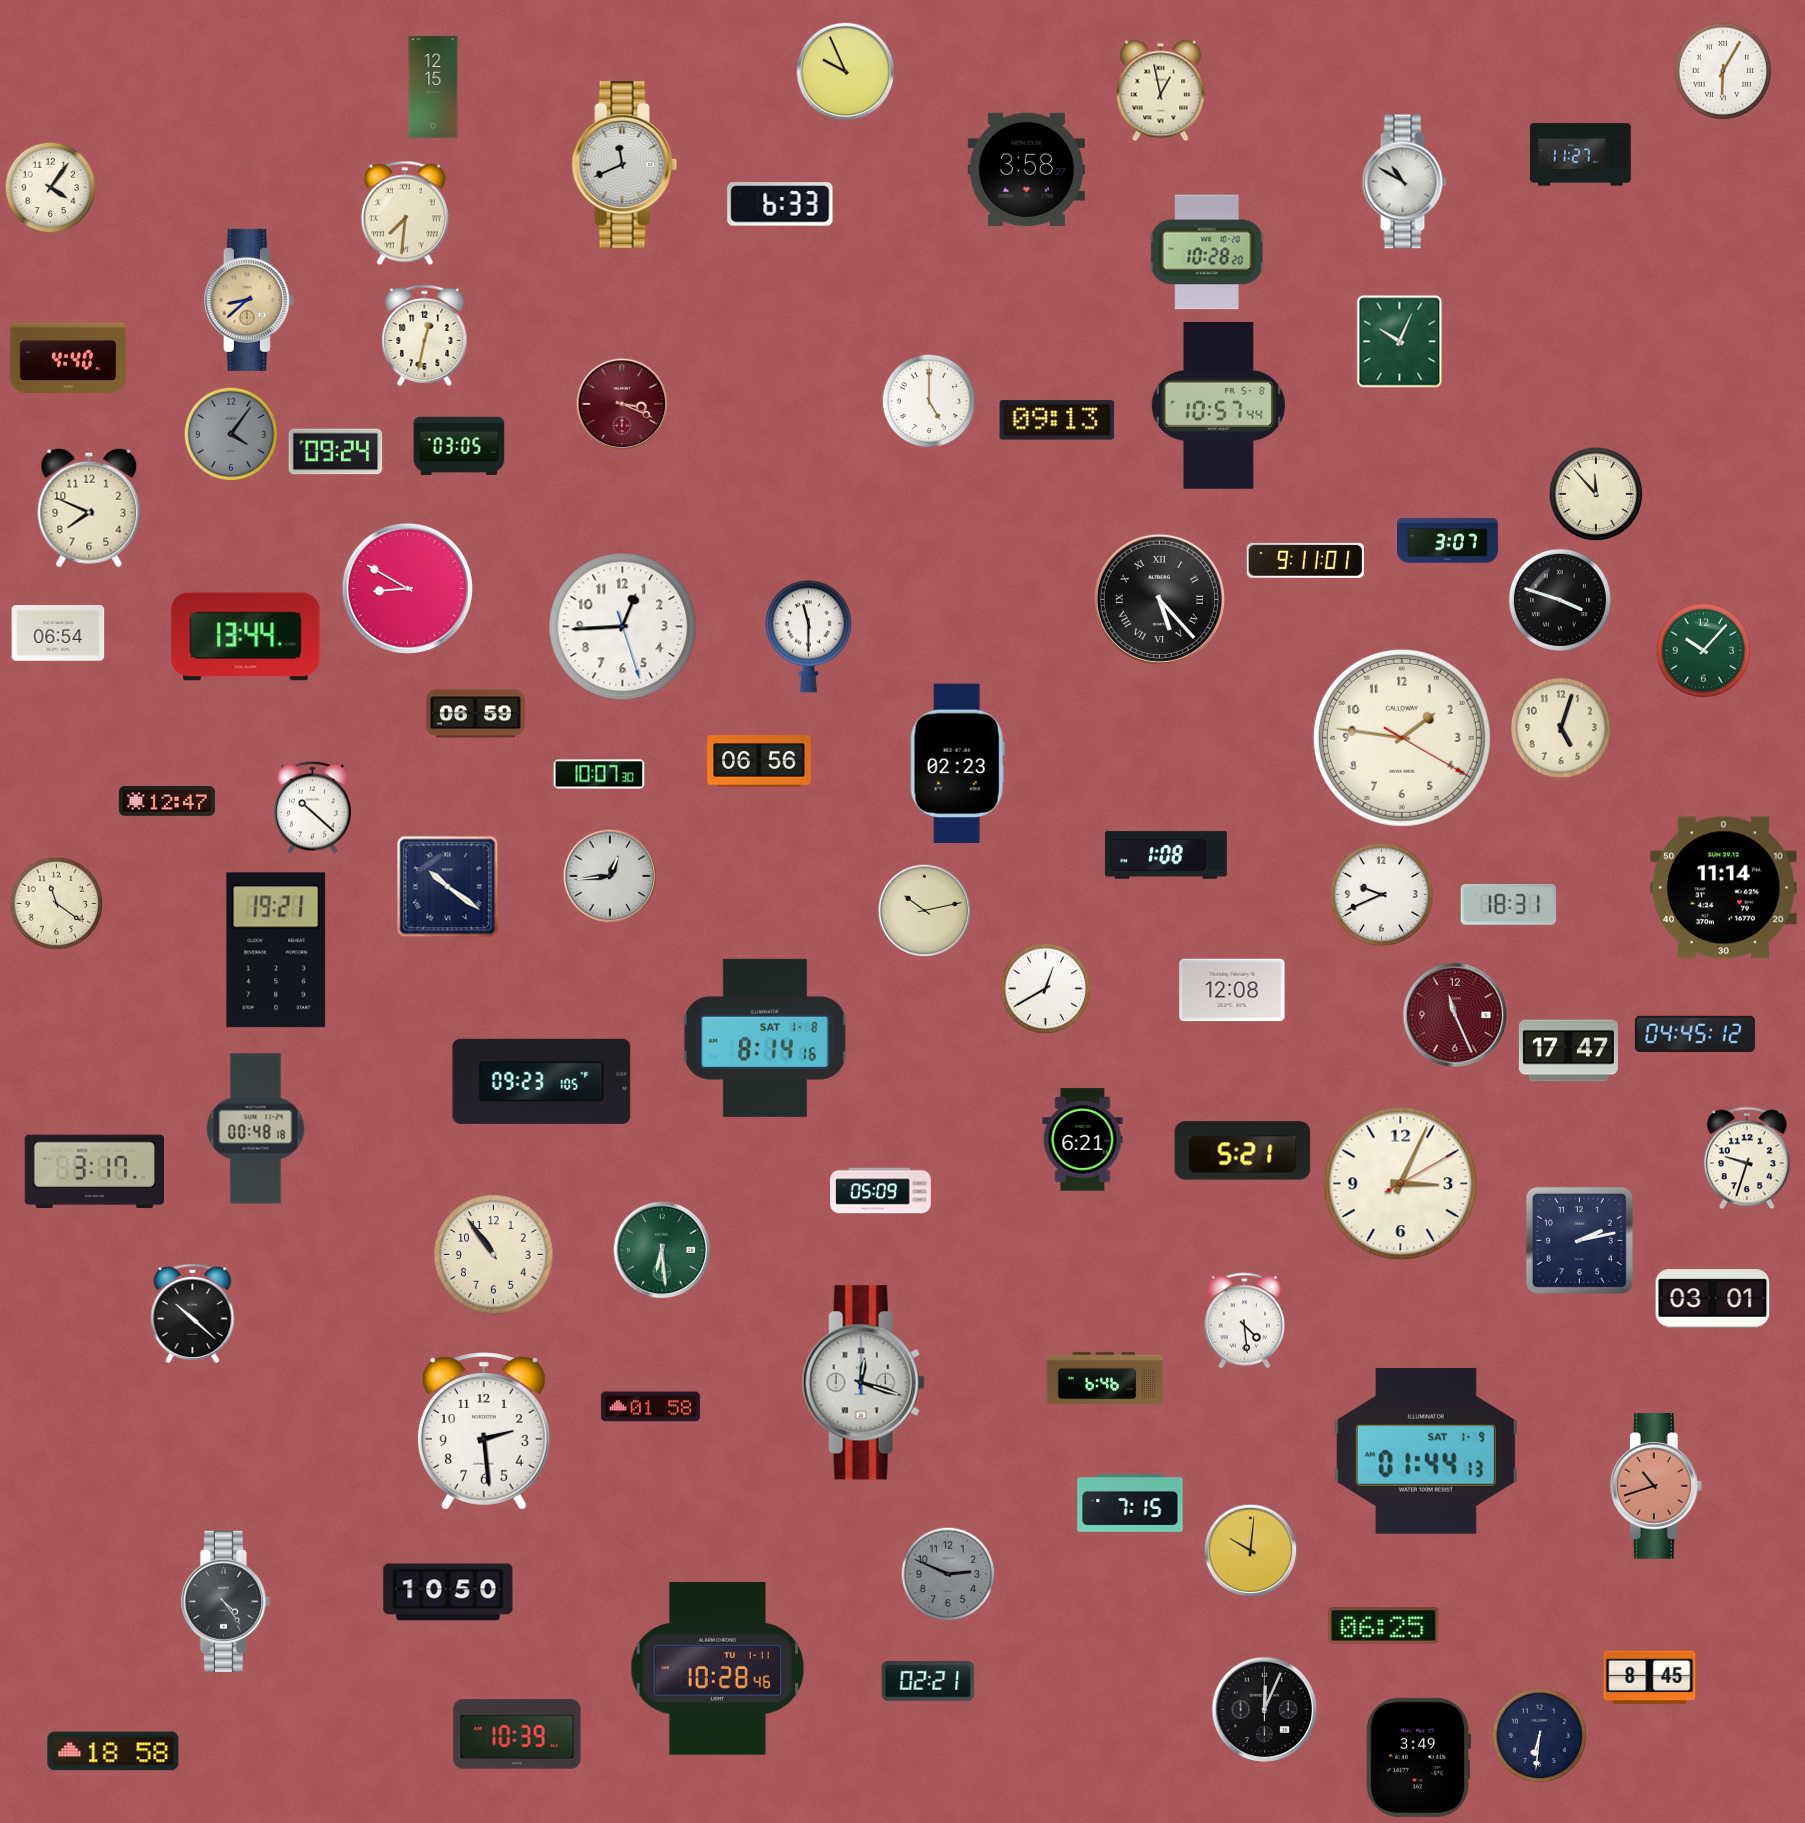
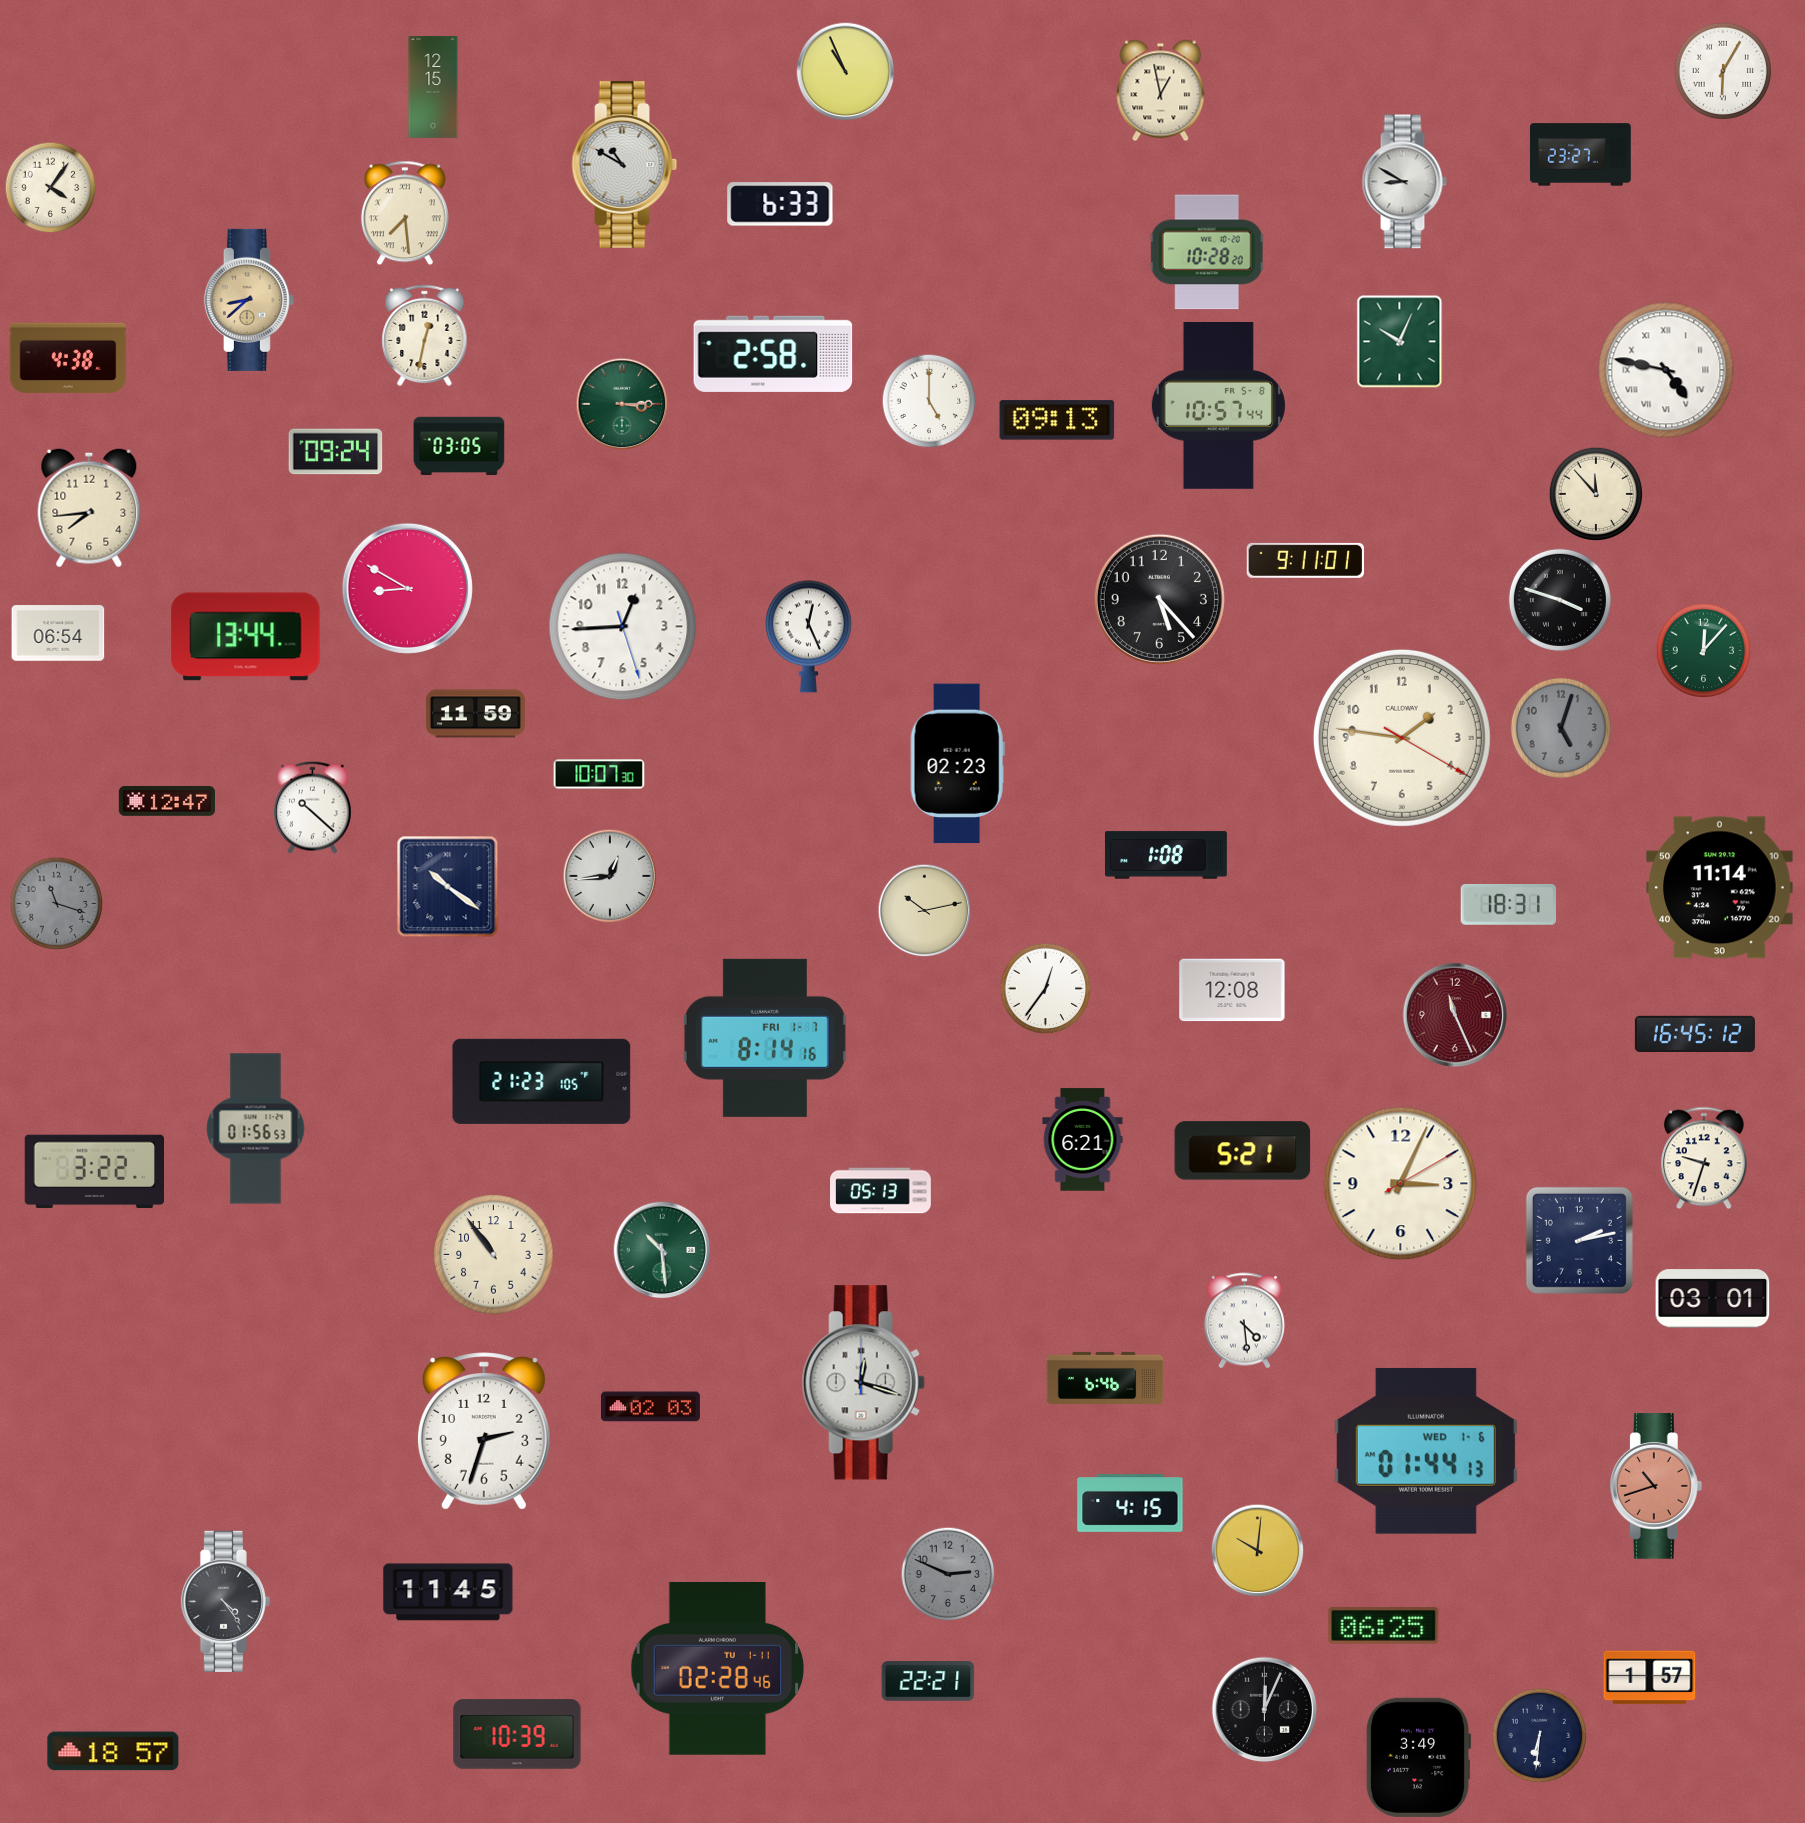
clock at (846, 72): 9:56 -> 10:56
clock at (1581, 155): 11:27 -> 23:27
clock at (625, 164): 11:41 -> 10:50
clock at (1027, 169): 3:58 -> none
clock at (1404, 182): 10:50 -> 8:50
clock at (405, 213): 7:31 -> 7:29
clock at (773, 354): none -> 2:58
clock at (68, 358): 4:40 -> 4:38
clock at (1666, 370): none -> 4:47
clock at (622, 404): 3:19 -> 3:15
clock at (622, 404) dial: burgundy -> green
clock at (231, 434): 4:06 -> none
clock at (89, 508): 7:49 -> 7:44
clock at (1448, 541): 3:07 -> none
clock at (1159, 599) numerals: Roman -> Arabic
clock at (808, 636): 11:30 -> 12:26
clock at (1704, 651): 10:07 -> 12:07
clock at (475, 714): 06:59 -> 11:59
clock at (1561, 728) dial: cream -> grey
clock at (759, 761): 06:56 -> none
clock at (1724, 888) position: (1724, 888) -> (1720, 888)
clock at (1381, 894): 9:41 -> none
clock at (57, 904): 11:21 -> 11:18
clock at (57, 904) dial: cream -> grey
clock at (276, 950): 19:21 -> none
clock at (1046, 989): 12:40 -> 12:36
clock at (1695, 1033): 04:45 -> 16:45
clock at (765, 1038) date: SAT 1-8 -> FRI 1-7
clock at (1568, 1051): 17:47 -> none
clock at (542, 1081): 09:23 -> 21:23
clock at (256, 1129): 00:48 -> 01:56
clock at (1747, 1158) position: (1747, 1158) -> (1704, 1158)
clock at (94, 1172): 3:17 -> 3:22
clock at (881, 1191): 05:09 -> 05:13
clock at (662, 1250): 6:29 -> 10:29
clock at (193, 1313): 10:22 -> none
clock at (650, 1407): 01:58 -> 02:03
clock at (484, 1431): 2:29 -> 2:33
clock at (1426, 1451) date: SAT 1-9 -> WED 1-6
clock at (1130, 1503): 7:15 -> 4:15
clock at (1251, 1551) position: (1251, 1551) -> (1258, 1551)
clock at (448, 1592): 10:50 -> 11:45
clock at (718, 1668): 10:28 -> 02:28
clock at (1650, 1678): 8:45 -> 1:57
clock at (928, 1681): 02:21 -> 22:21
clock at (113, 1751): 18:58 -> 18:57
